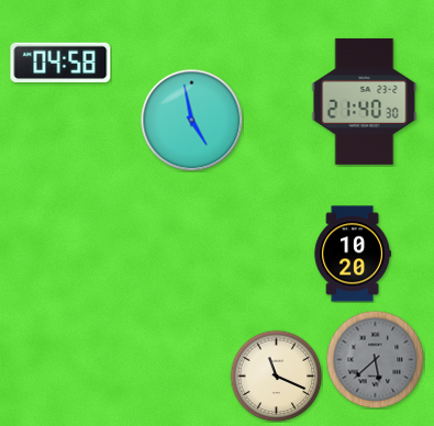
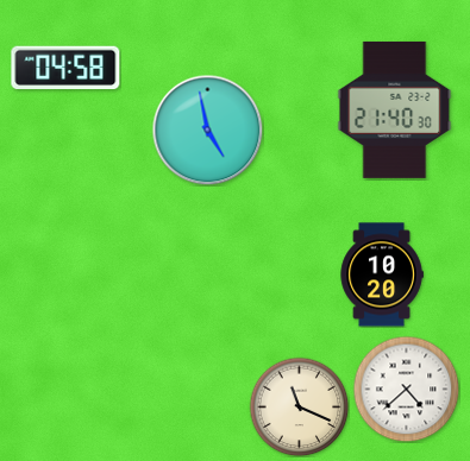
clock at (375, 359): 5:38 -> 4:38
clock at (375, 359) dial: grey -> white
